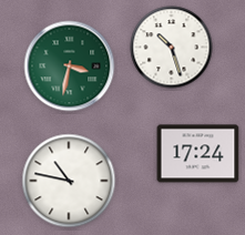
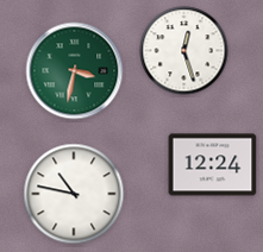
clock at (172, 48): 10:27 -> 12:27
clock at (198, 154): 17:24 -> 12:24
